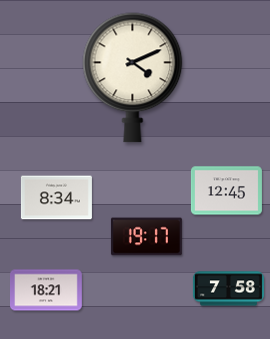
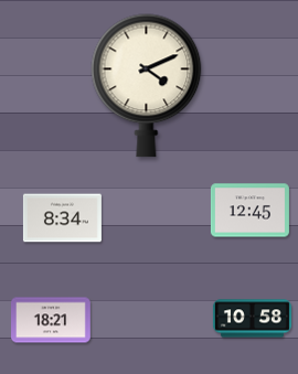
clock at (146, 237): 19:17 -> none
clock at (228, 289): 7:58 -> 10:58
